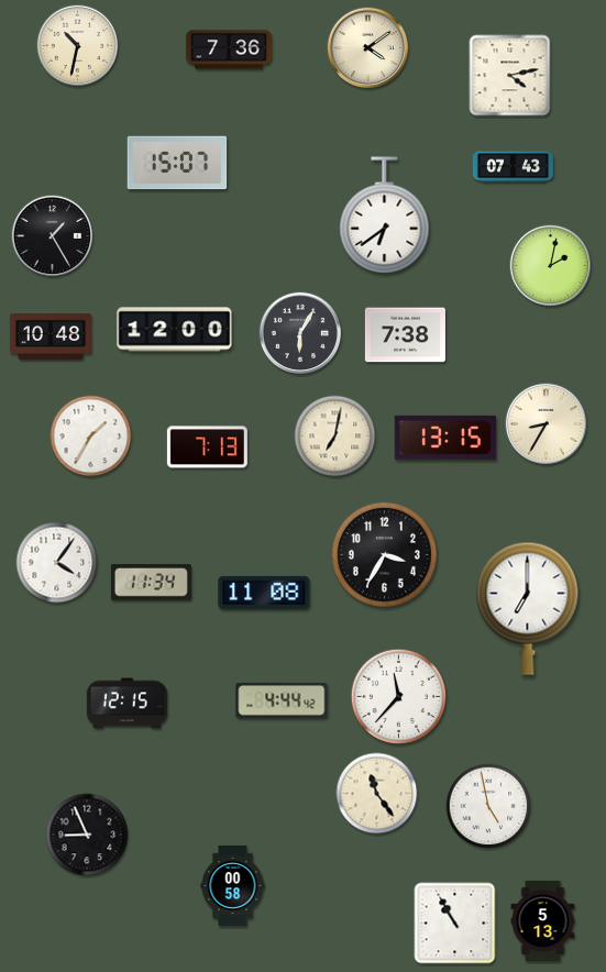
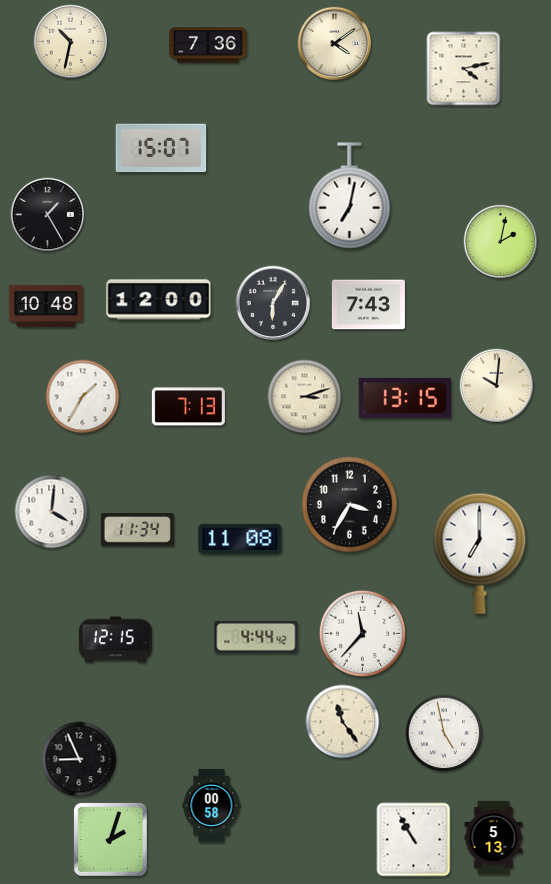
clock at (513, 167): 07:43 -> none
clock at (385, 216): 6:39 -> 7:02
clock at (405, 335): 7:38 -> 7:43
clock at (547, 424): 8:35 -> 10:01
clock at (335, 437): 7:02 -> 3:12
clock at (57, 563): 4:06 -> 4:01
clock at (110, 839): none -> 2:03
